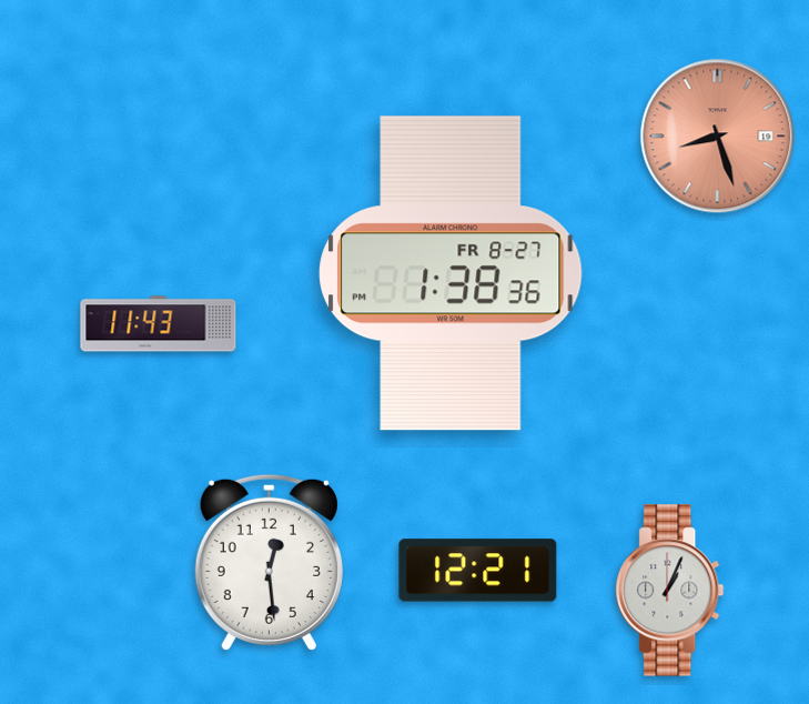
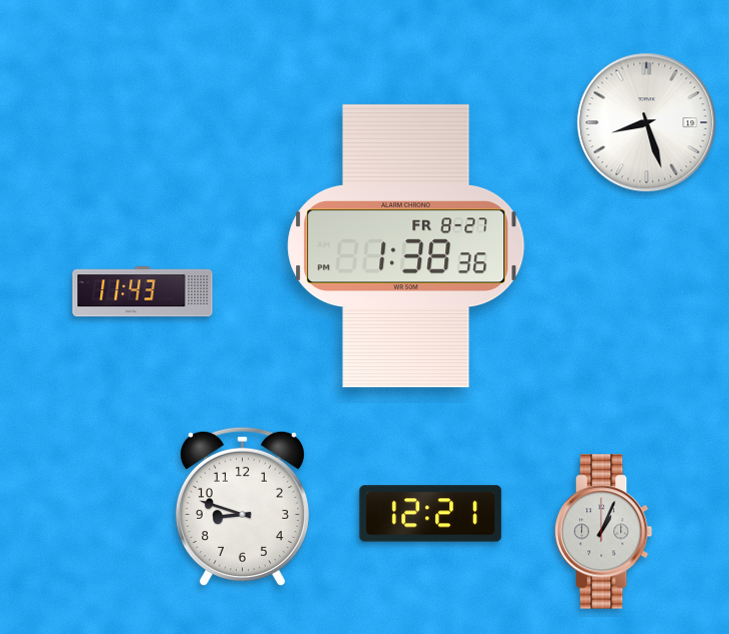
clock at (718, 137) dial: salmon -> white
clock at (269, 562): 12:29 -> 8:48
